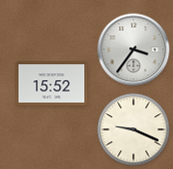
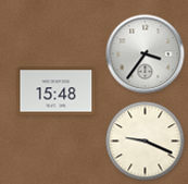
clock at (52, 84): 15:52 -> 15:48
